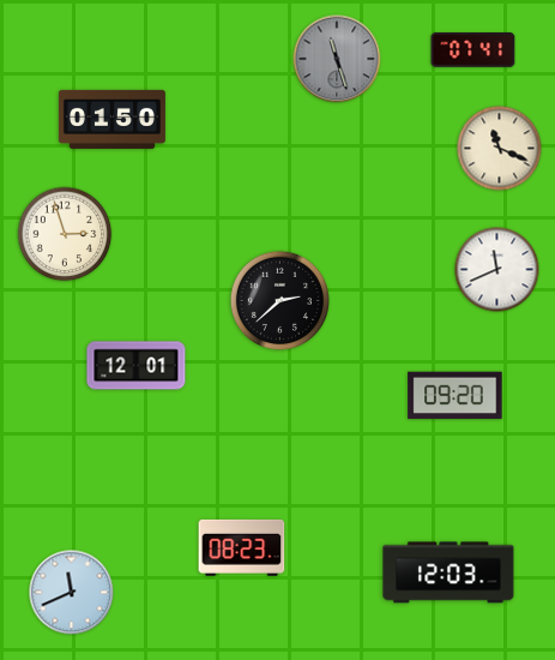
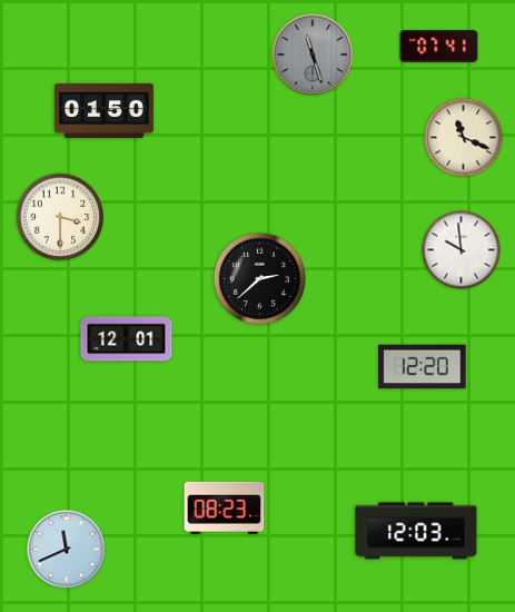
clock at (65, 234): 2:57 -> 3:30
clock at (497, 270): 11:41 -> 9:59
clock at (456, 396): 09:20 -> 12:20
